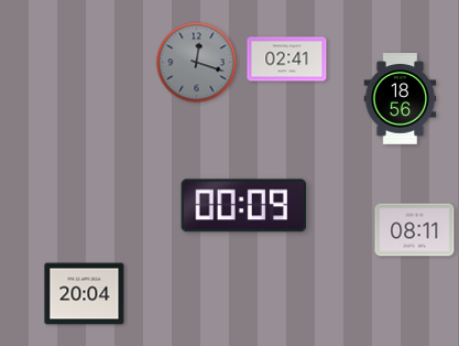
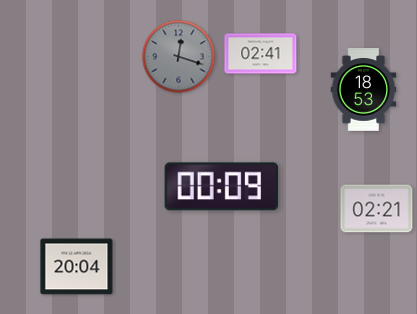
clock at (401, 99): 18:56 -> 18:53
clock at (415, 230): 08:11 -> 02:21
